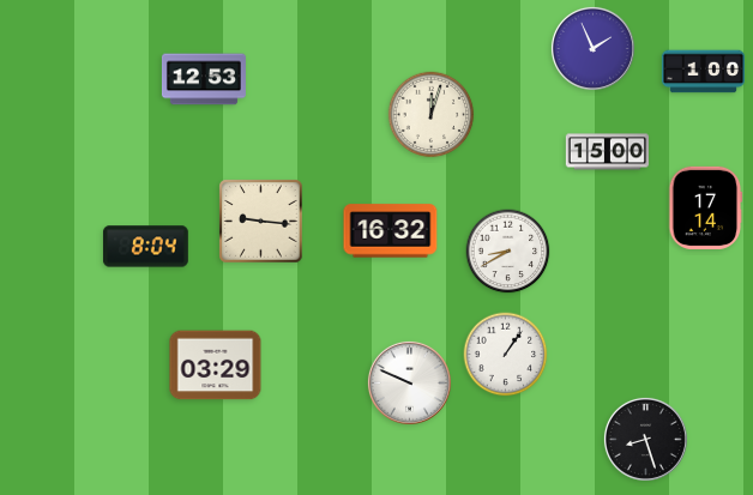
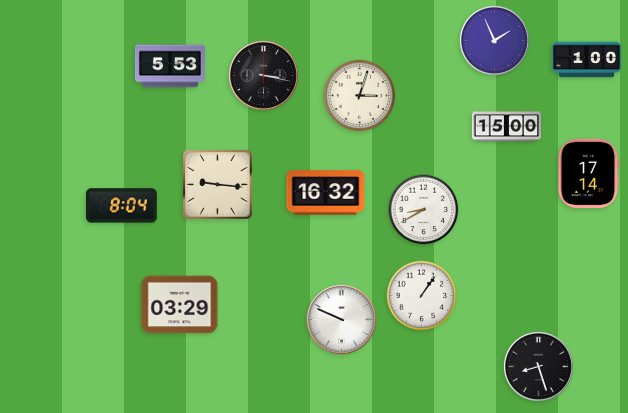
clock at (204, 79): 12:53 -> 5:53
clock at (263, 75): none -> 3:17
clock at (432, 115): 12:03 -> 3:03
